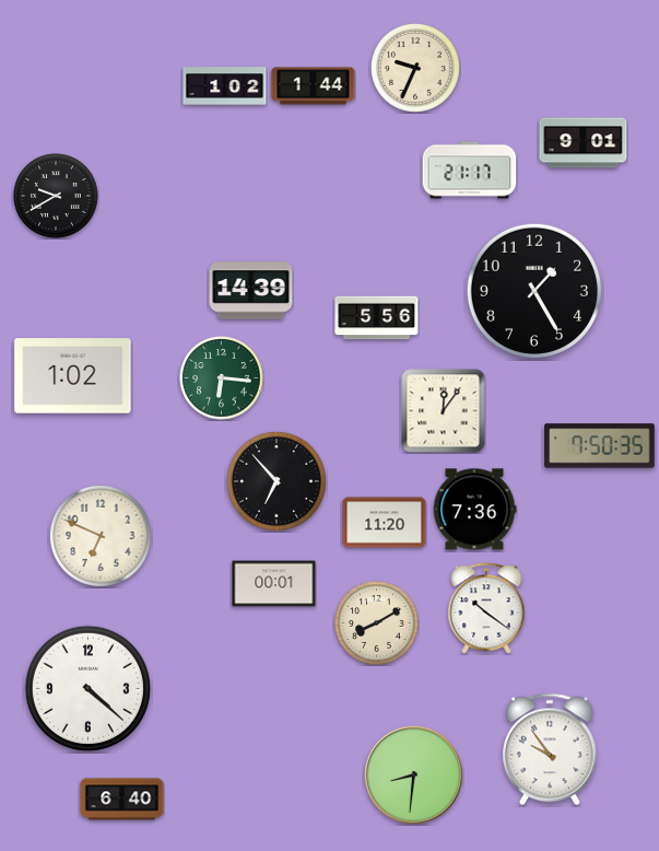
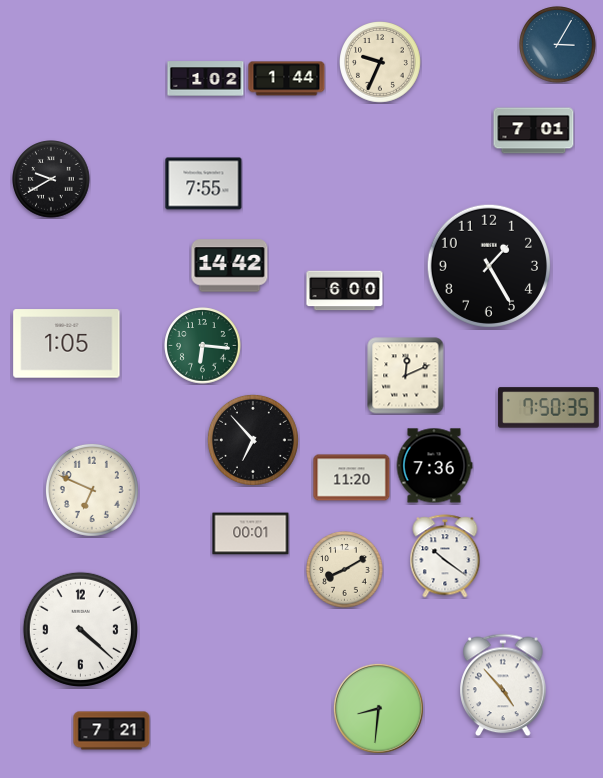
clock at (558, 45): none -> 3:05
clock at (584, 143): 9:01 -> 7:01
clock at (470, 171): 21:17 -> none
clock at (204, 184): none -> 7:55
clock at (251, 291): 14:39 -> 14:42
clock at (377, 318): 5:56 -> 6:00
clock at (73, 376): 1:02 -> 1:05
clock at (444, 411): 12:06 -> 12:11
clock at (550, 749): 9:54 -> 4:53
clock at (122, 800): 6:40 -> 7:21
